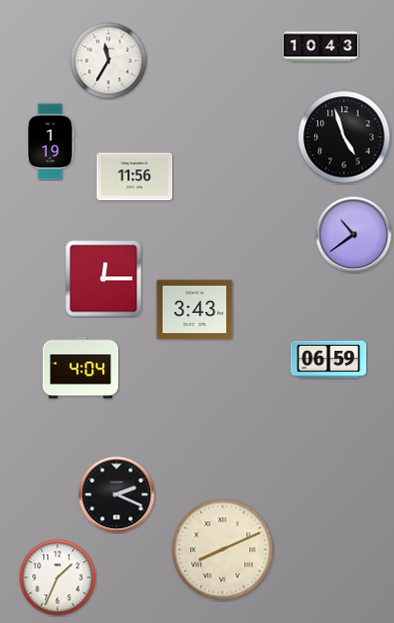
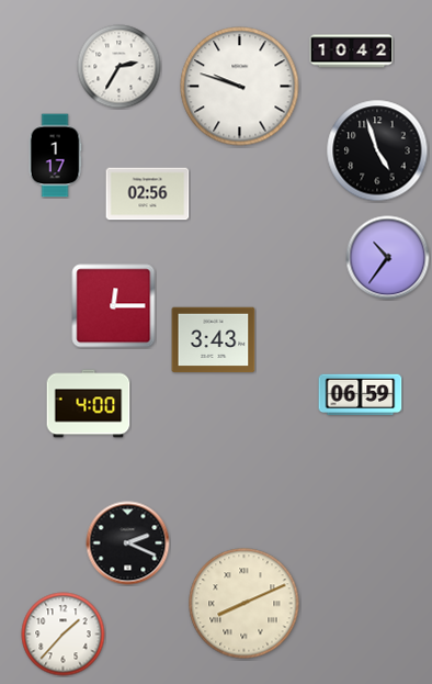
clock at (321, 47): 10:43 -> 10:42
clock at (109, 61): 11:35 -> 2:35
clock at (240, 87): none -> 9:48
clock at (50, 142): 1:19 -> 1:17
clock at (135, 177): 11:56 -> 02:56
clock at (354, 235): 10:39 -> 10:36
clock at (81, 368): 4:04 -> 4:00
clock at (58, 578): 1:34 -> 1:37
